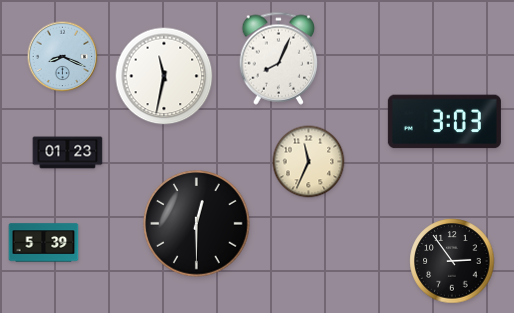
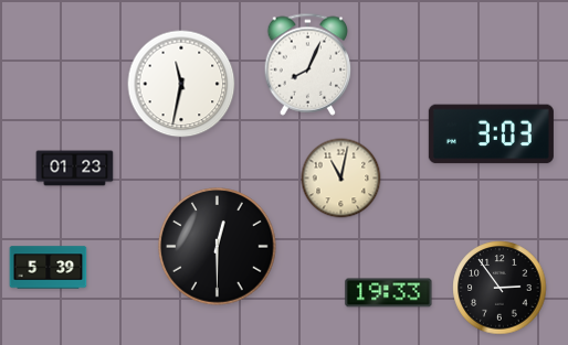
clock at (63, 57): 8:19 -> none
clock at (309, 162): 11:34 -> 11:02
clock at (389, 293): none -> 19:33
